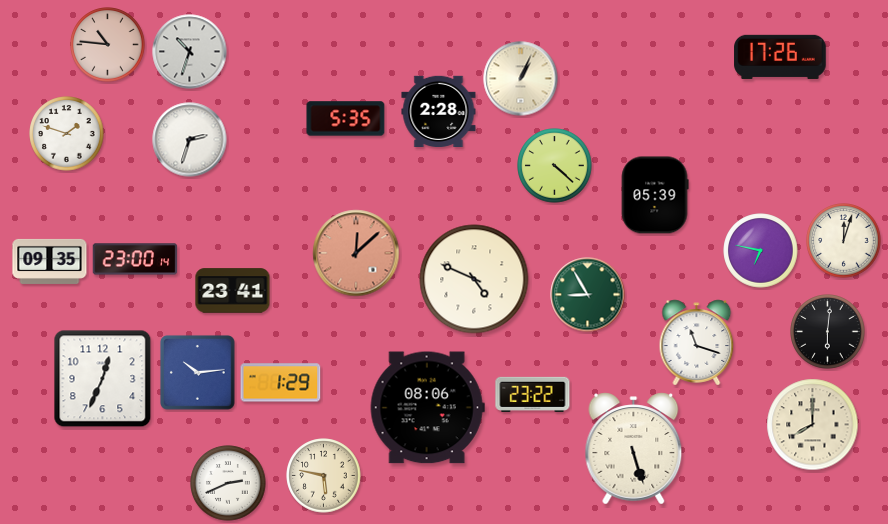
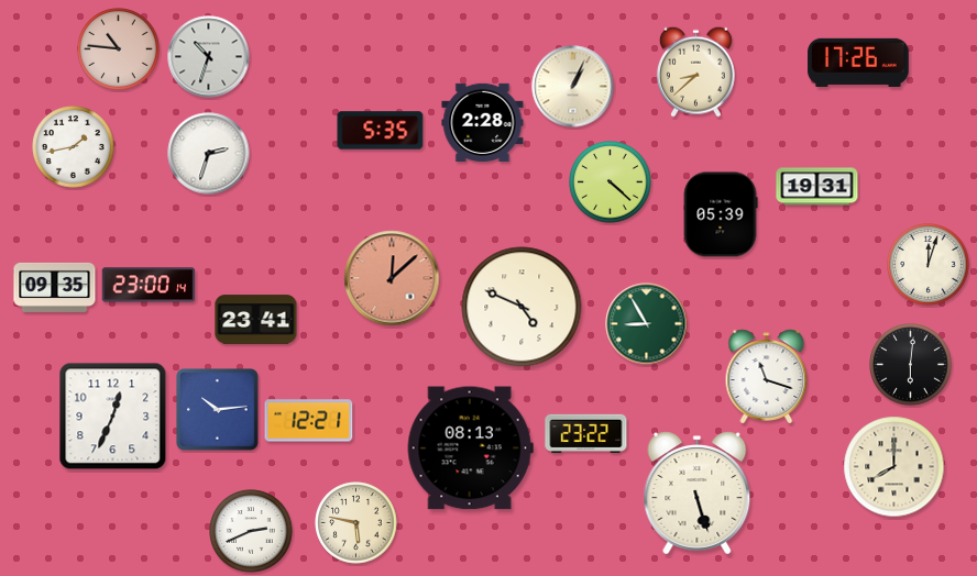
clock at (695, 71): none -> 8:38
clock at (67, 134): 1:48 -> 1:43
clock at (817, 187): none -> 19:31
clock at (761, 251): 6:47 -> none
clock at (281, 383): 1:29 -> 12:21
clock at (427, 408): 08:06 -> 08:13
